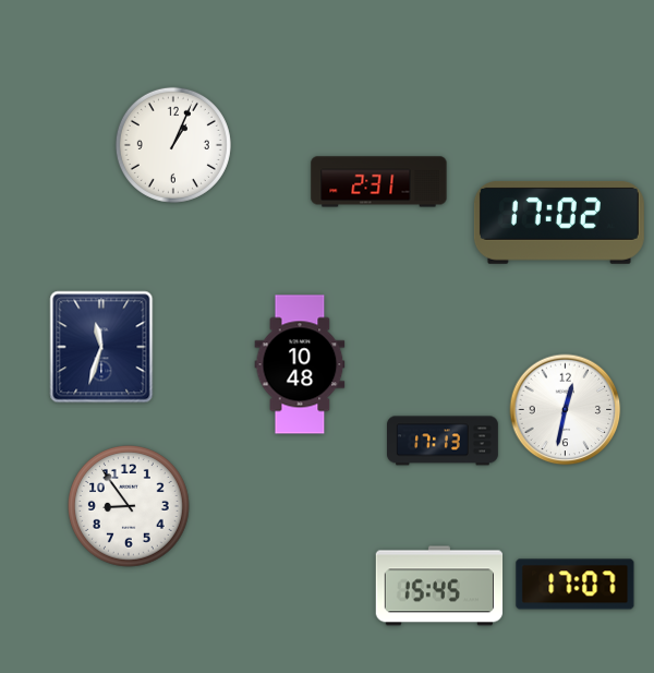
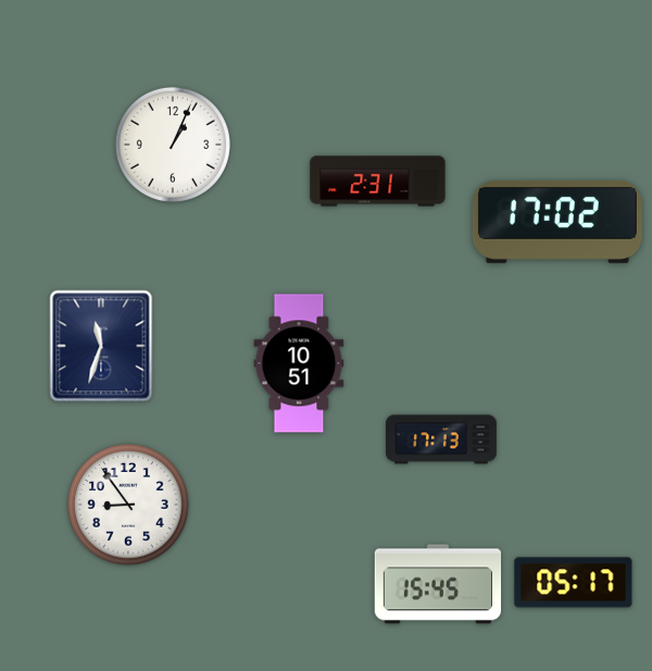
clock at (300, 364): 10:48 -> 10:51
clock at (566, 410): 12:32 -> none
clock at (576, 585): 17:07 -> 05:17
